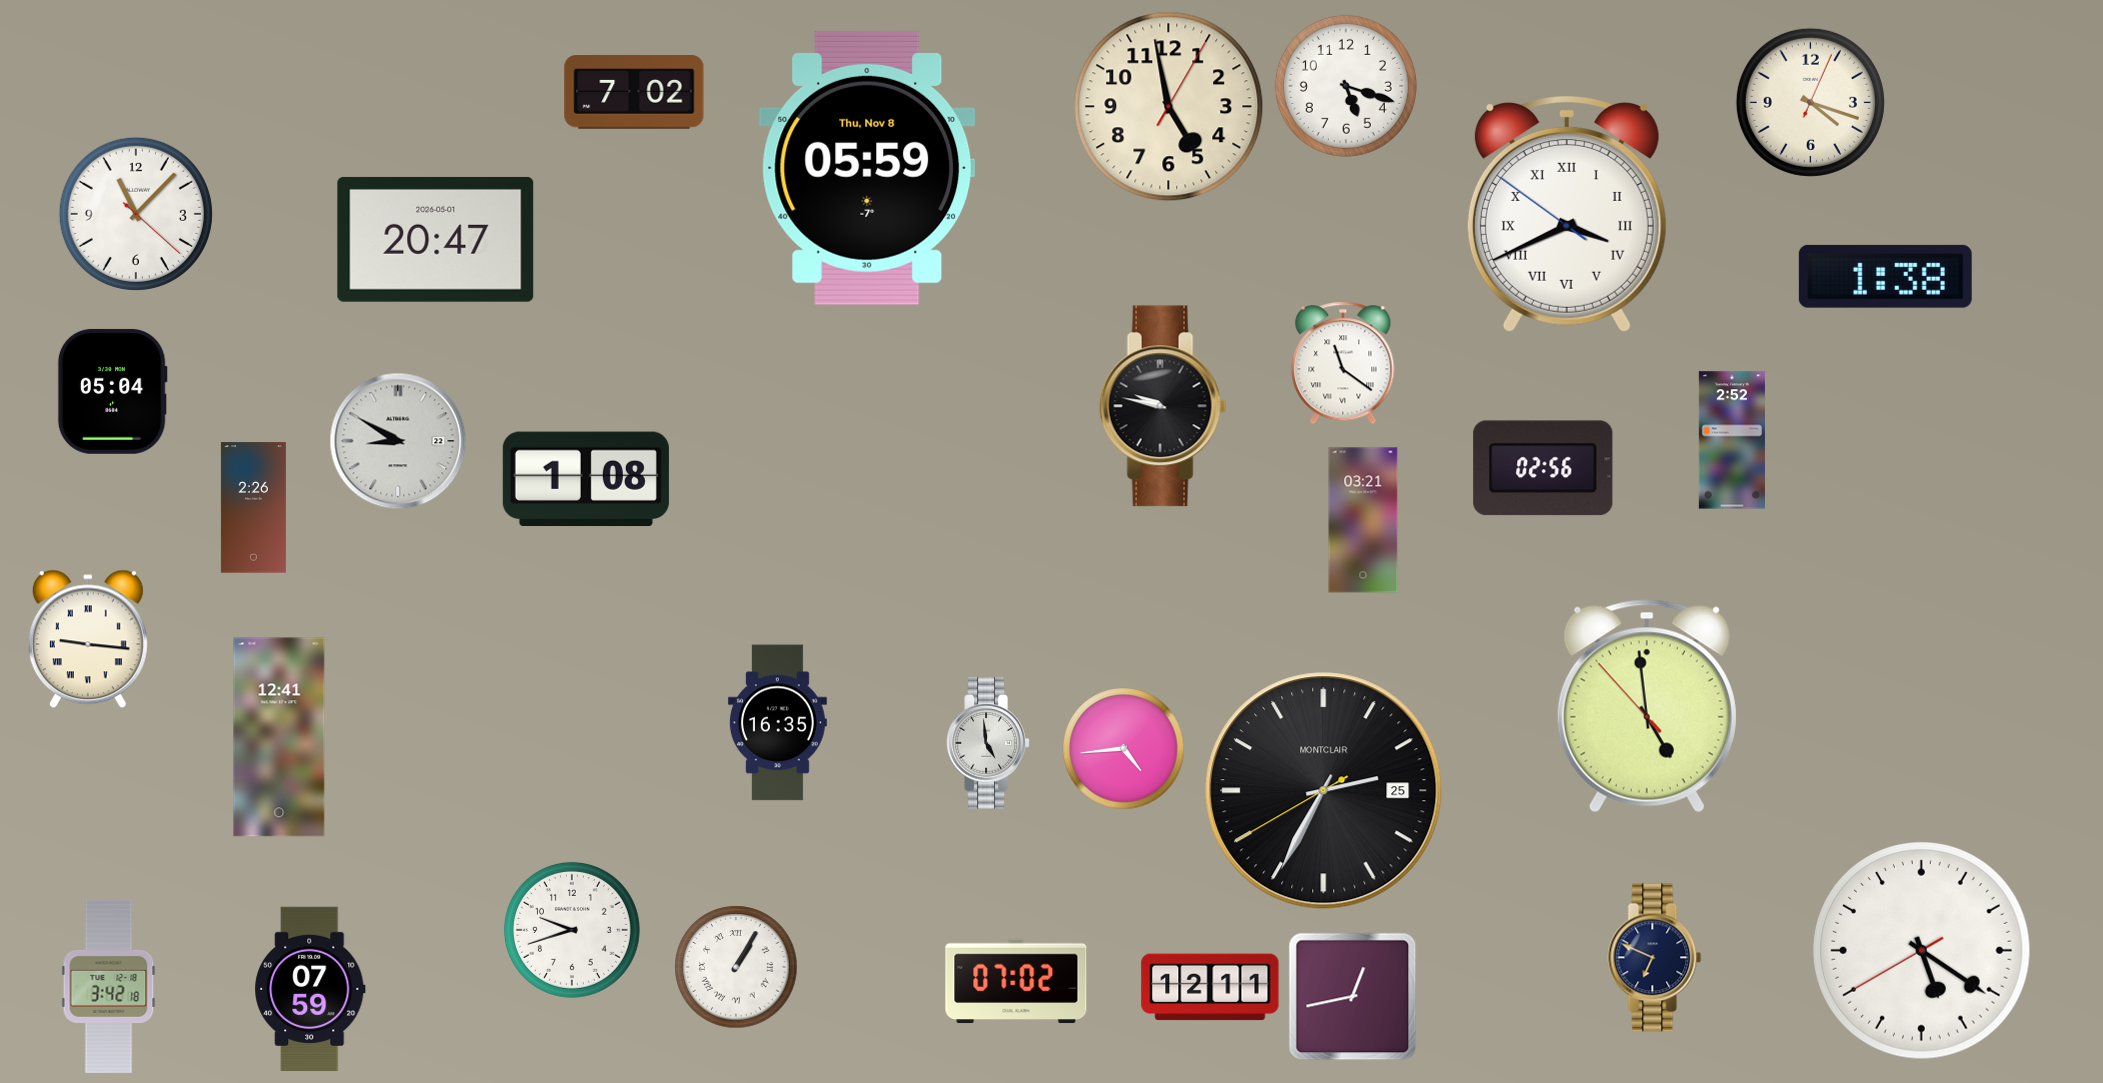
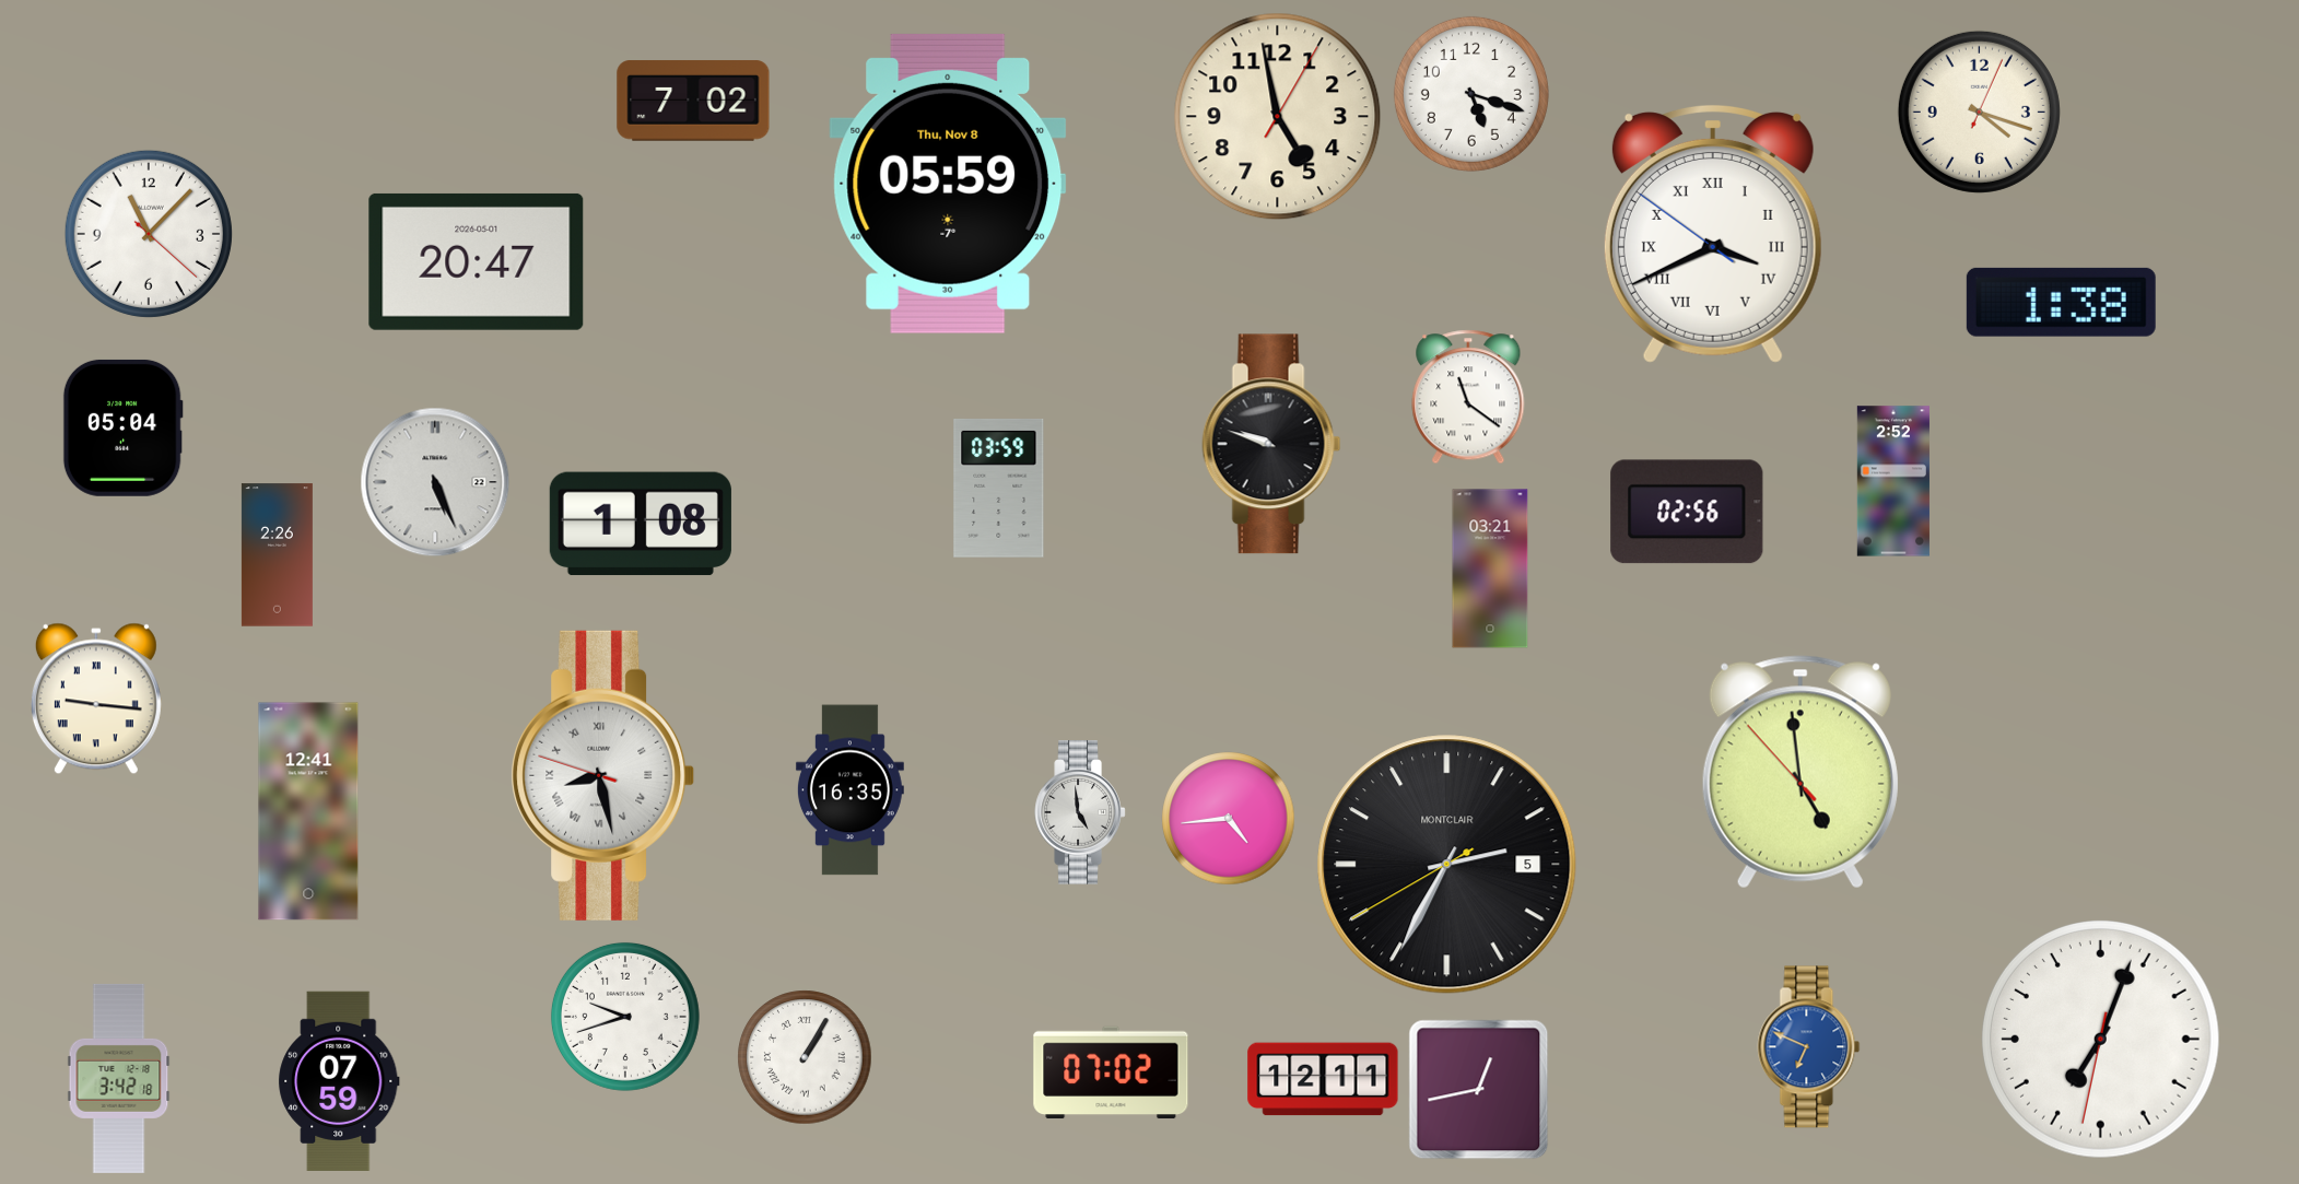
clock at (1163, 406): 9:47 -> 9:48
clock at (398, 441): 8:50 -> 5:26
clock at (999, 488): none -> 03:59
clock at (603, 775): none -> 8:27
clock at (279, 737) position: (279, 737) -> (308, 811)
clock at (1324, 791) date: 25 -> 5
clock at (1922, 951): 5:20 -> 7:03
clock at (1655, 958) dial: navy -> blue
